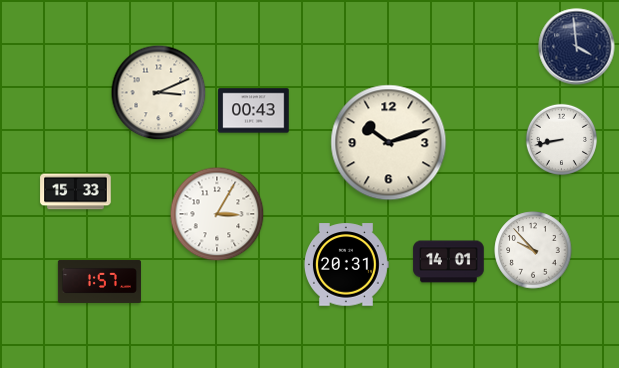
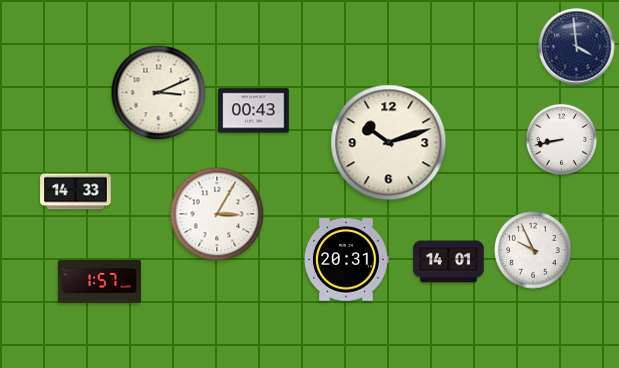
clock at (76, 192): 15:33 -> 14:33
clock at (533, 250): 9:53 -> 9:56
clock at (347, 265) position: (347, 265) -> (347, 260)
